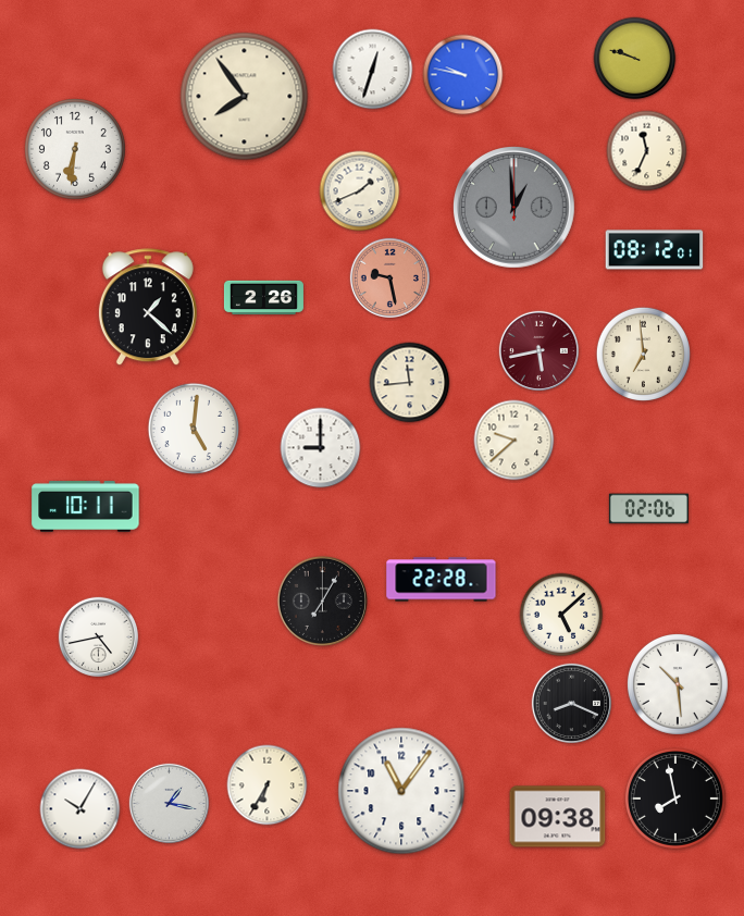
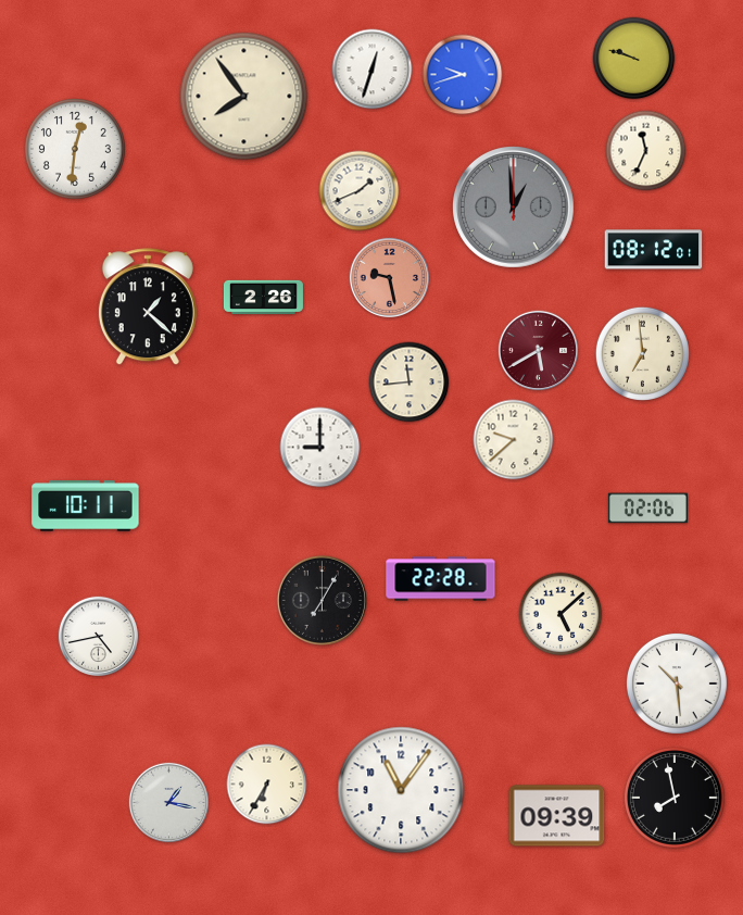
clock at (463, 75): 9:47 -> 9:42
clock at (75, 149): 6:31 -> 12:31
clock at (538, 350): 5:43 -> 5:40
clock at (193, 428): 5:01 -> none
clock at (571, 703): 8:19 -> none
clock at (80, 809): 10:05 -> none
clock at (558, 817): 09:38 -> 09:39
